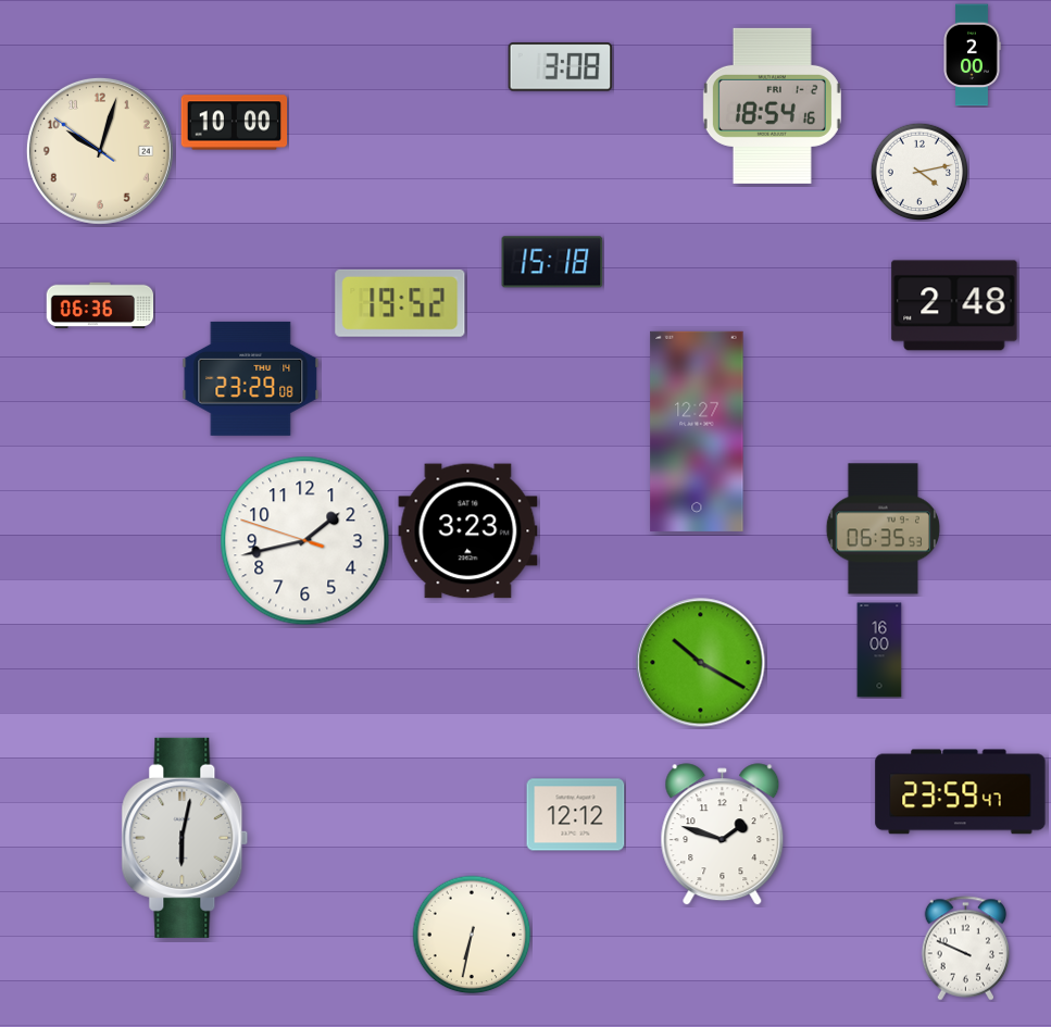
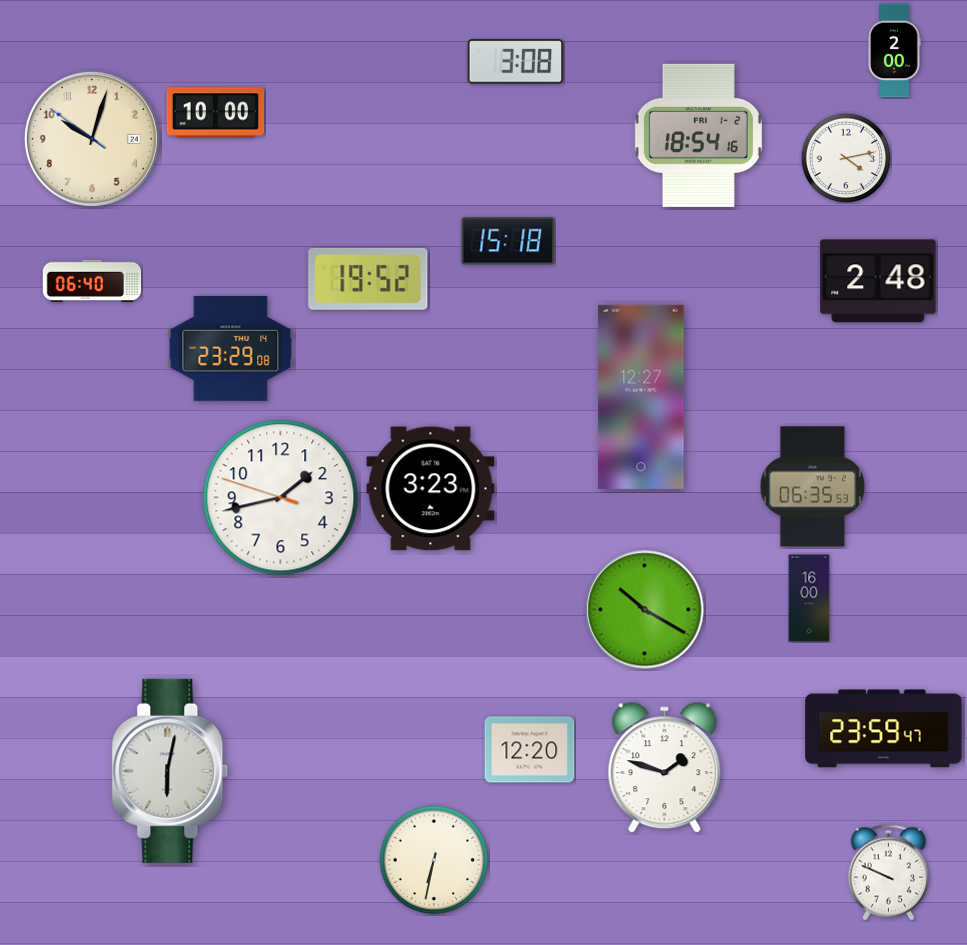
clock at (772, 105) position: (772, 105) -> (698, 135)
clock at (100, 305): 06:36 -> 06:40
clock at (576, 815): 12:12 -> 12:20
